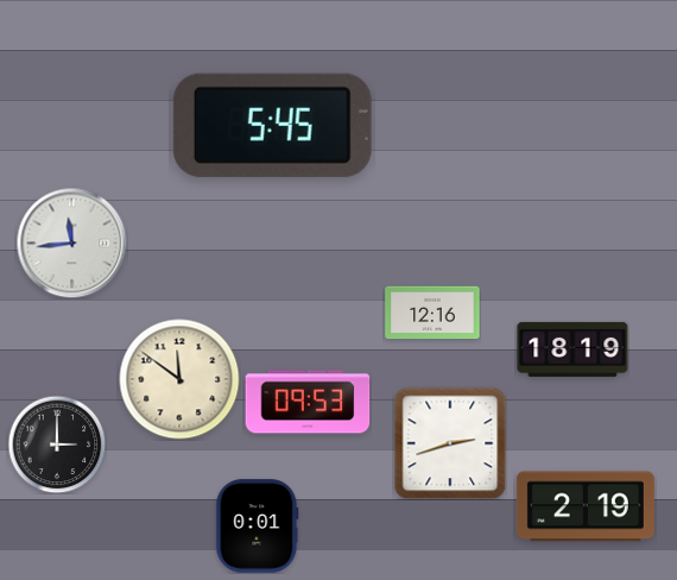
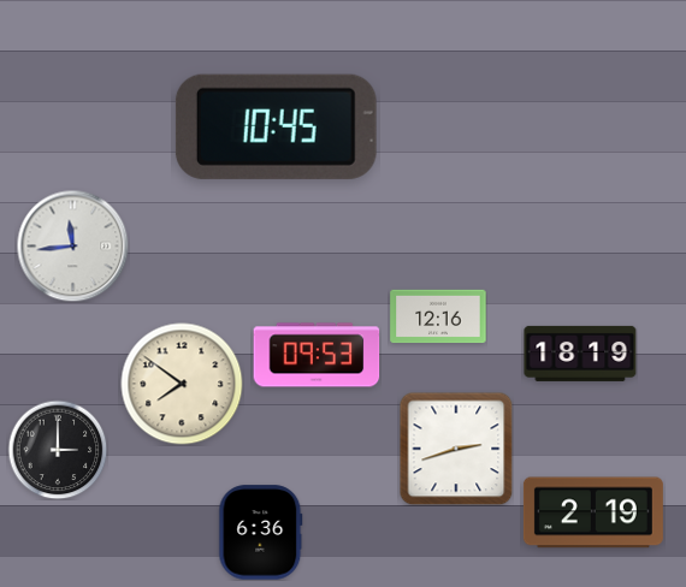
clock at (272, 125): 5:45 -> 10:45
clock at (179, 379): 11:51 -> 7:51
clock at (308, 402) position: (308, 402) -> (317, 355)
clock at (258, 527): 0:01 -> 6:36
